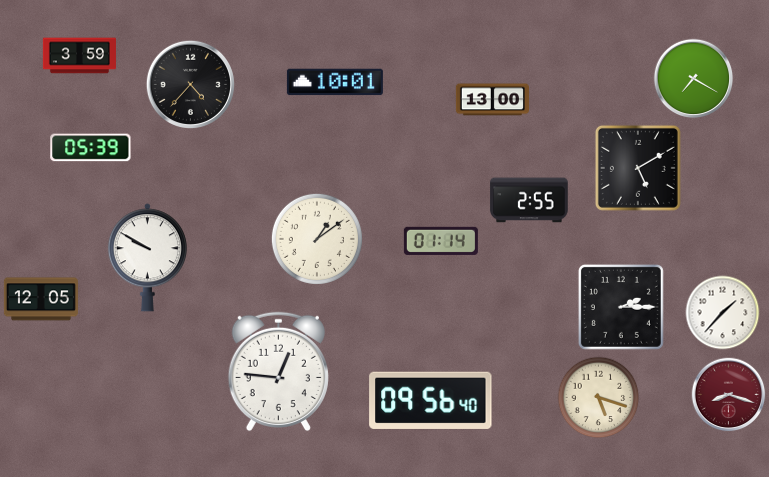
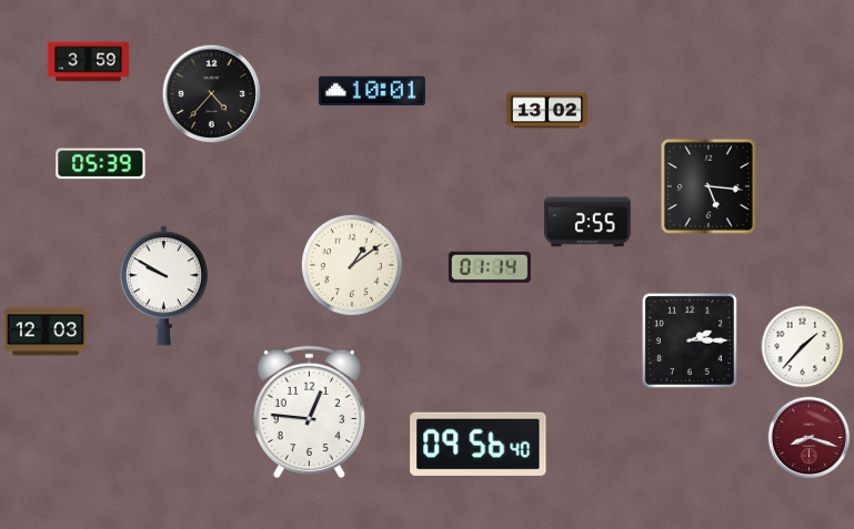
clock at (694, 79): 7:20 -> none
clock at (492, 100): 13:00 -> 13:02
clock at (638, 168): 5:10 -> 5:16
clock at (41, 299): 12:05 -> 12:03
clock at (599, 398): 5:18 -> none
